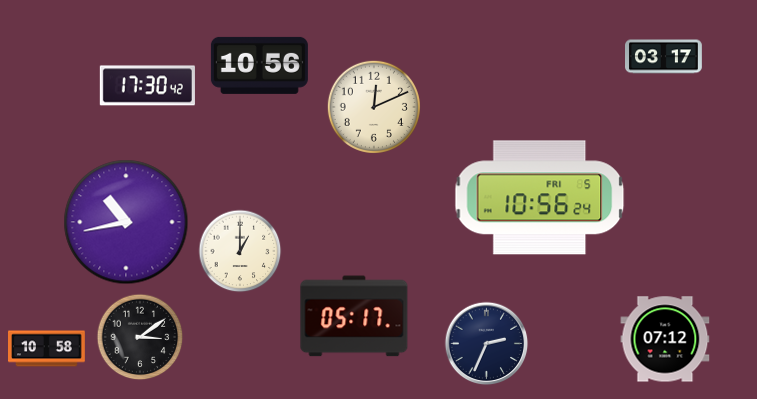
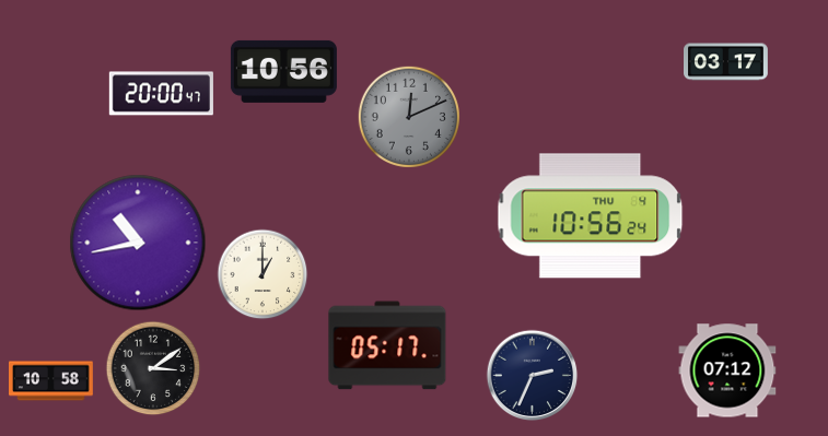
clock at (147, 86): 17:30 -> 20:00
clock at (374, 107) dial: cream -> grey
clock at (540, 198) date: FRI 5 -> THU 4
